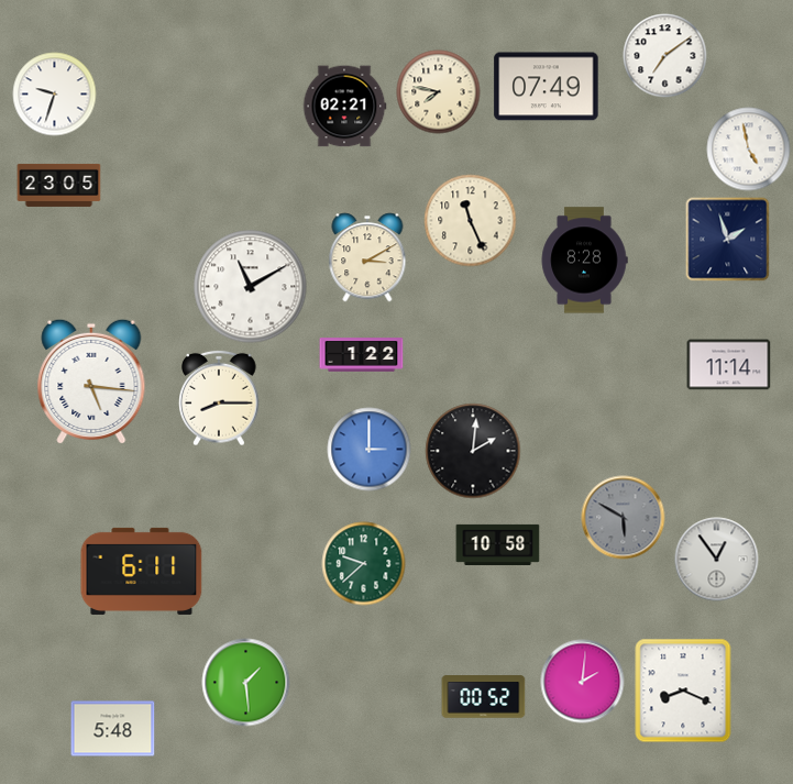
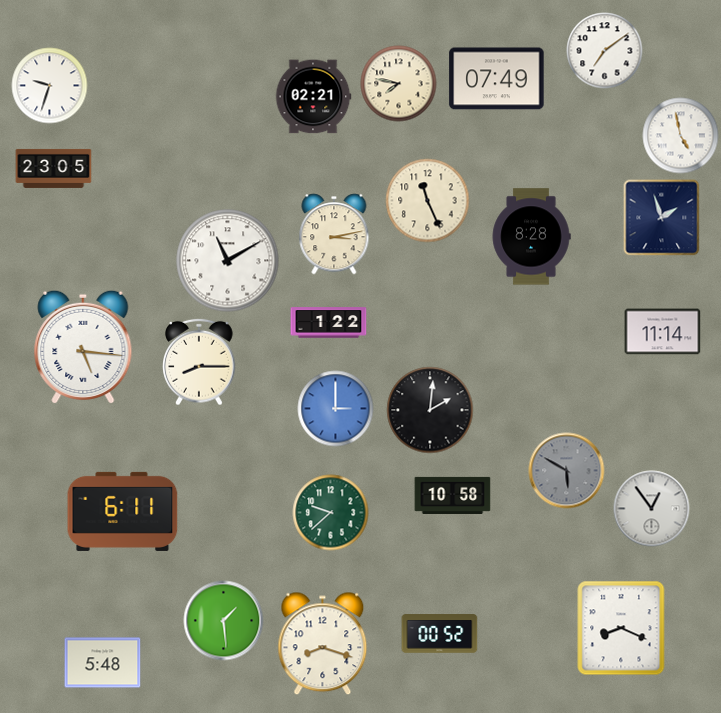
clock at (367, 257): 3:10 -> 3:13
clock at (142, 571) position: (142, 571) -> (123, 511)
clock at (583, 682): 2:01 -> none
clock at (323, 644): none -> 8:18
